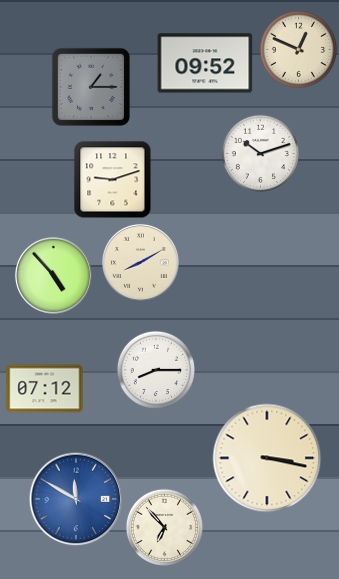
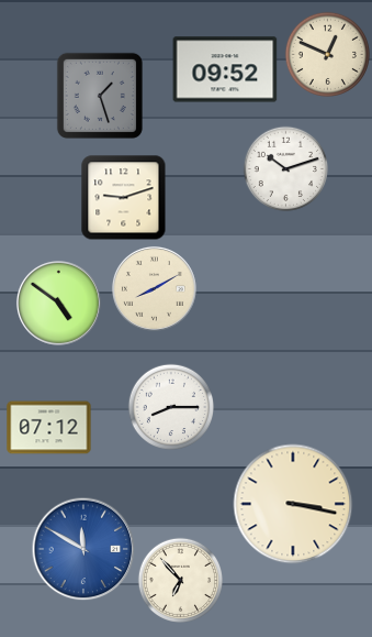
clock at (91, 87): 1:15 -> 1:27
clock at (53, 275): 4:53 -> 4:51
